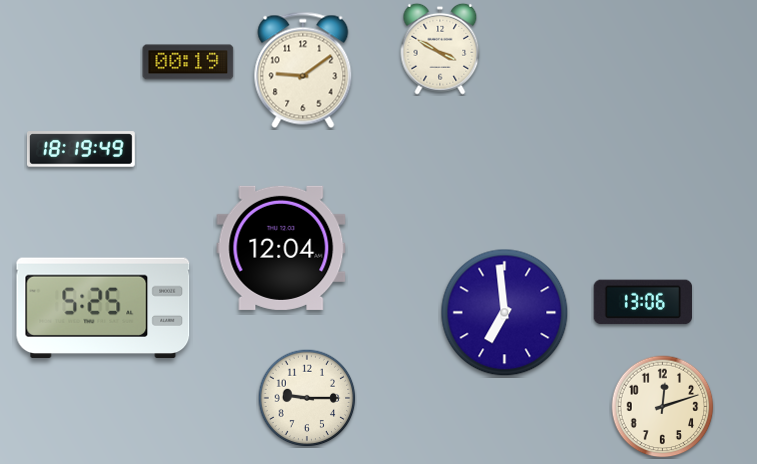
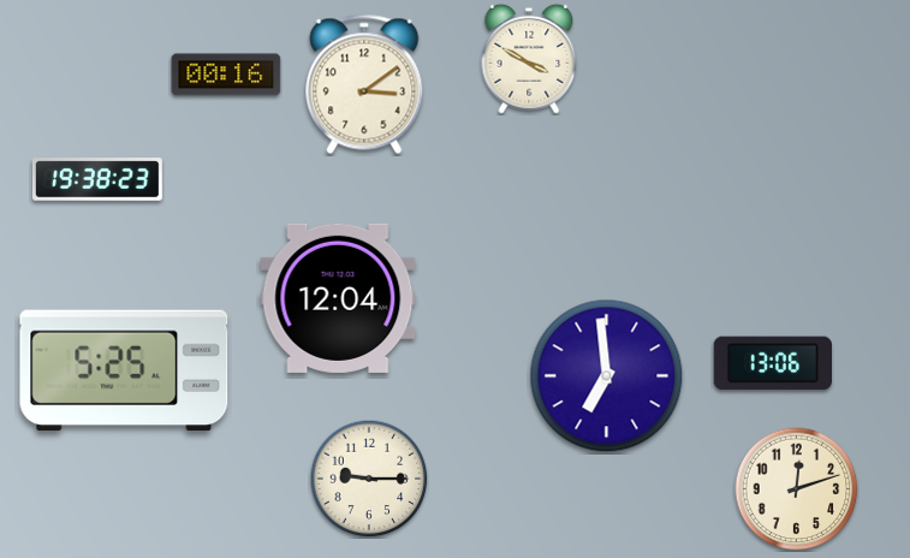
clock at (188, 62): 00:19 -> 00:16
clock at (303, 70): 9:09 -> 3:09
clock at (81, 149): 18:19 -> 19:38
